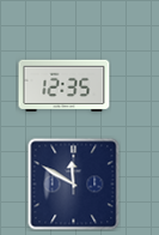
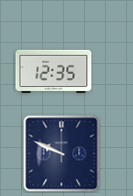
clock at (74, 185): 11:50 -> 9:49
